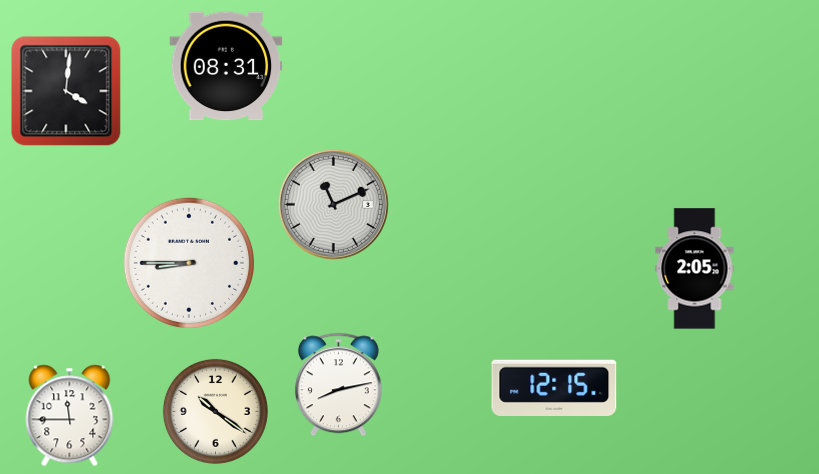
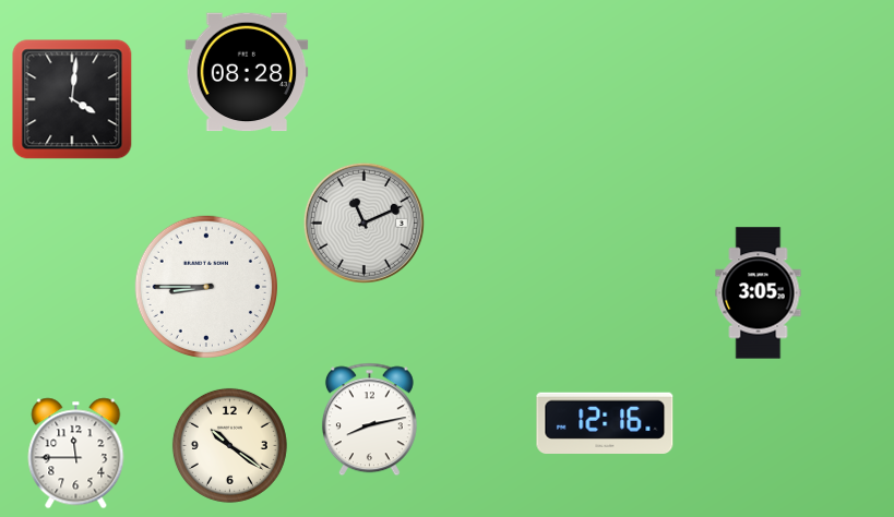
clock at (226, 66): 08:31 -> 08:28
clock at (695, 269): 2:05 -> 3:05
clock at (554, 387): 12:15 -> 12:16
clock at (215, 411) position: (215, 411) -> (229, 445)
